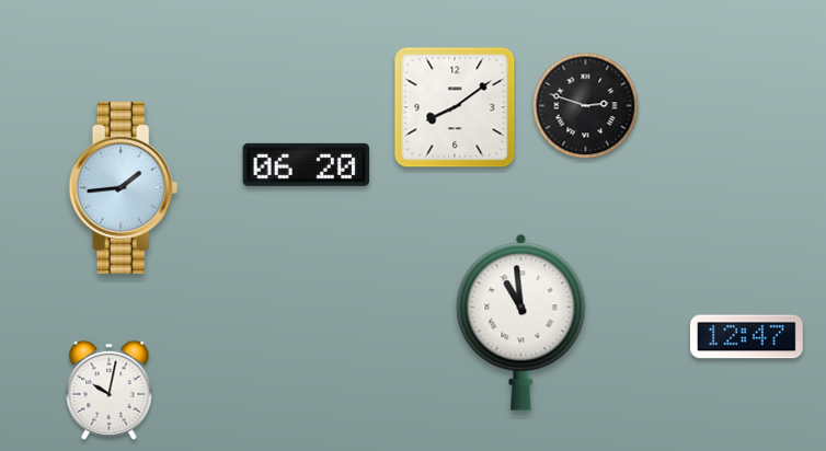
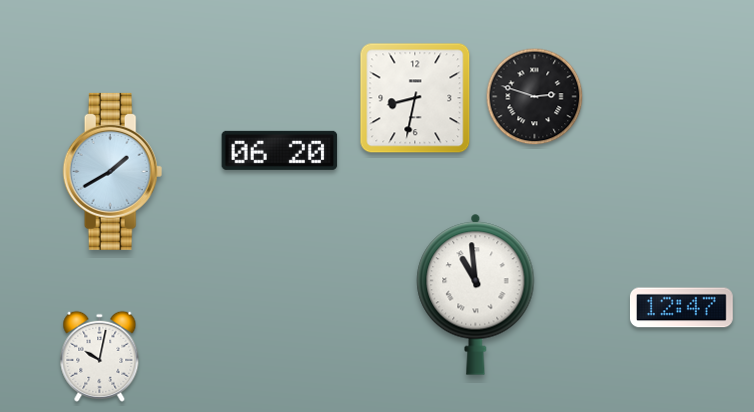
clock at (455, 107): 8:09 -> 8:32
clock at (124, 187): 1:44 -> 1:40
